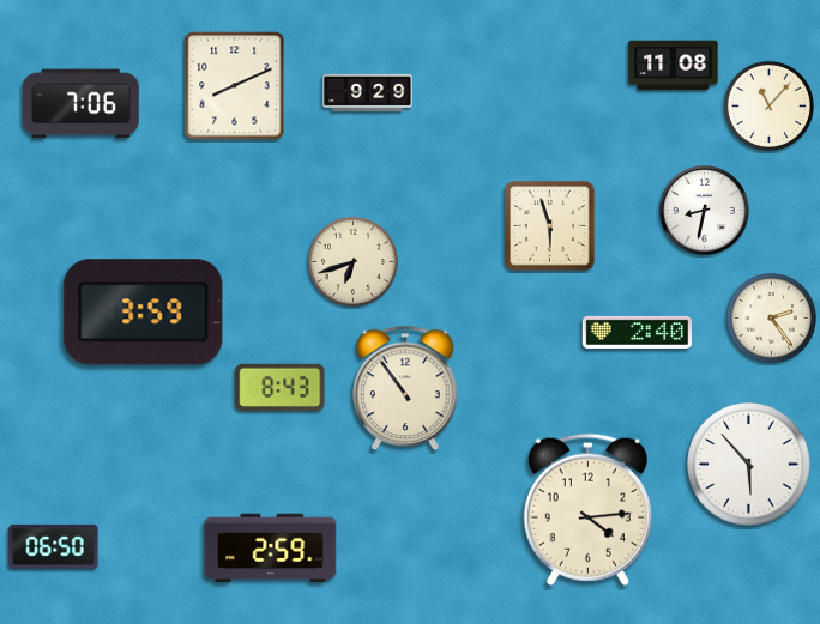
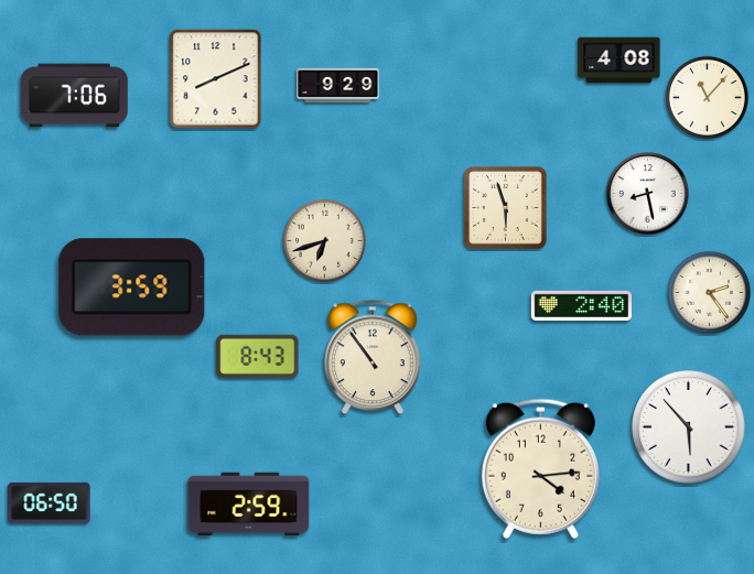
clock at (674, 66): 11:08 -> 4:08
clock at (705, 211): 8:32 -> 8:28
clock at (637, 332) position: (637, 332) -> (581, 305)
